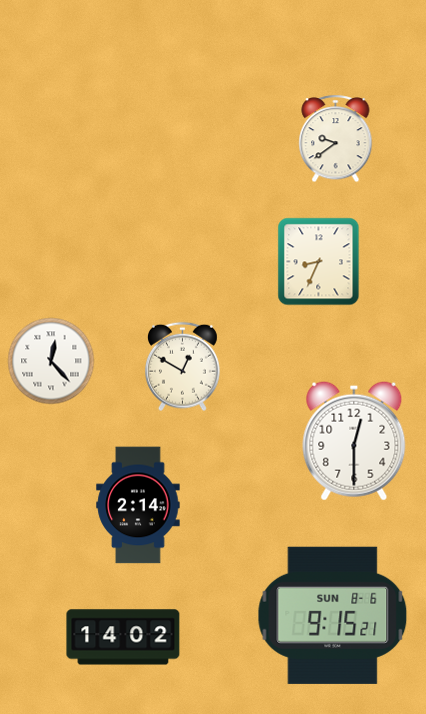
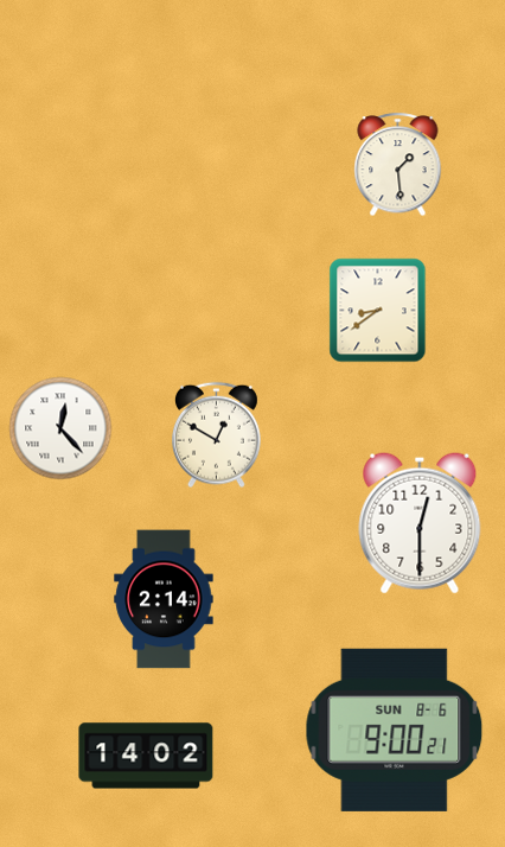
clock at (336, 139): 9:39 -> 1:29
clock at (319, 262): 8:34 -> 8:39
clock at (333, 615): 9:15 -> 9:00
